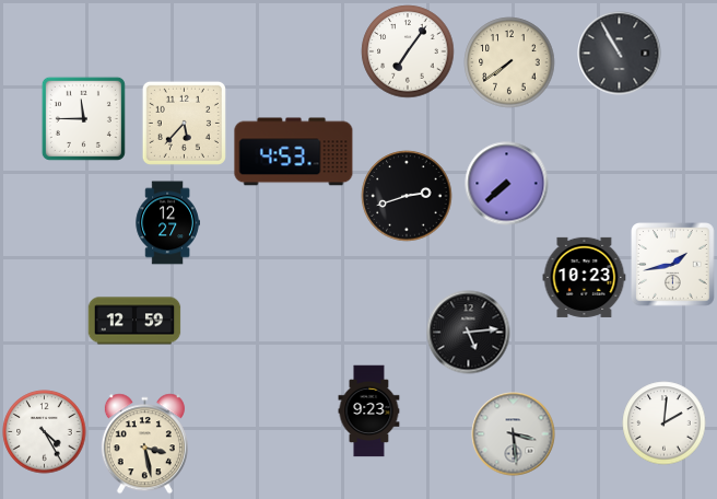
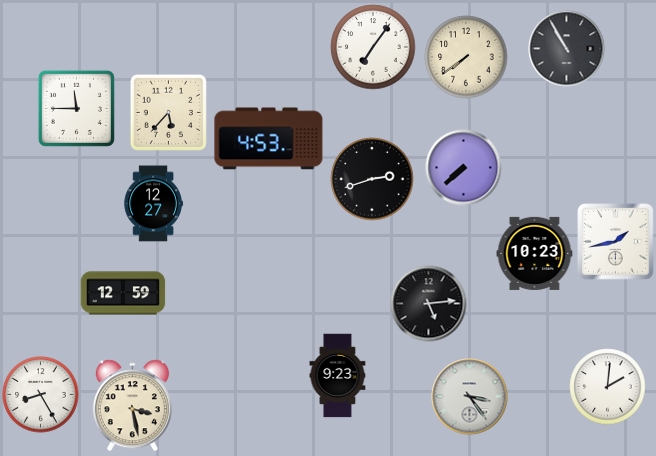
clock at (45, 432): 4:25 -> 8:25
clock at (514, 434): 3:29 -> 3:24
